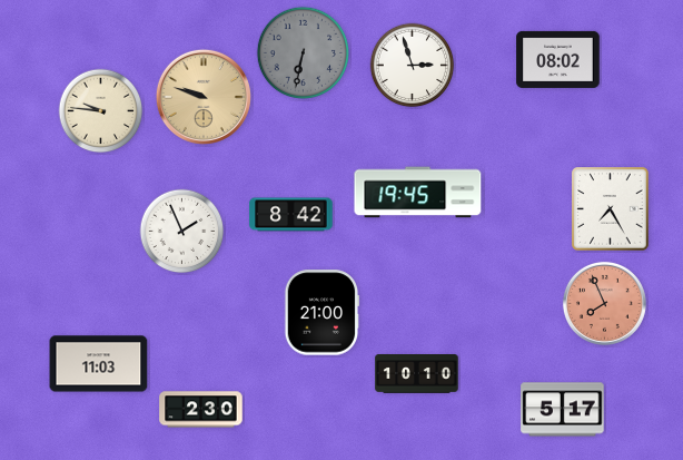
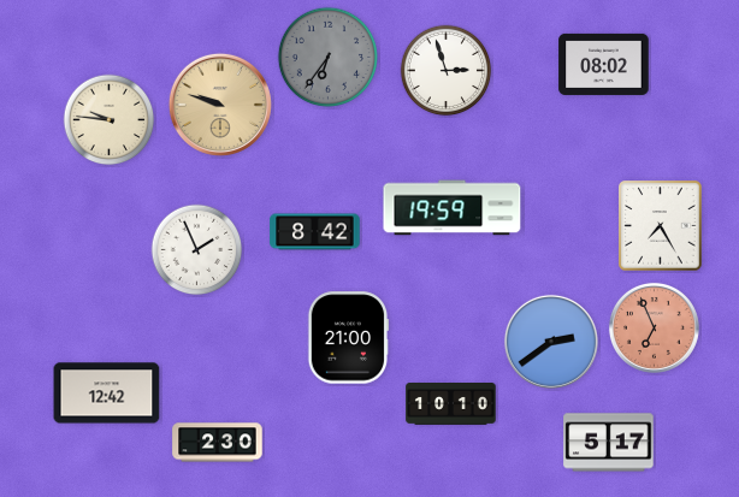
clock at (304, 53): 6:32 -> 6:36
clock at (418, 193): 19:45 -> 19:59
clock at (604, 303): 7:56 -> 6:56
clock at (551, 342): none -> 2:39
clock at (99, 364): 11:03 -> 12:42
